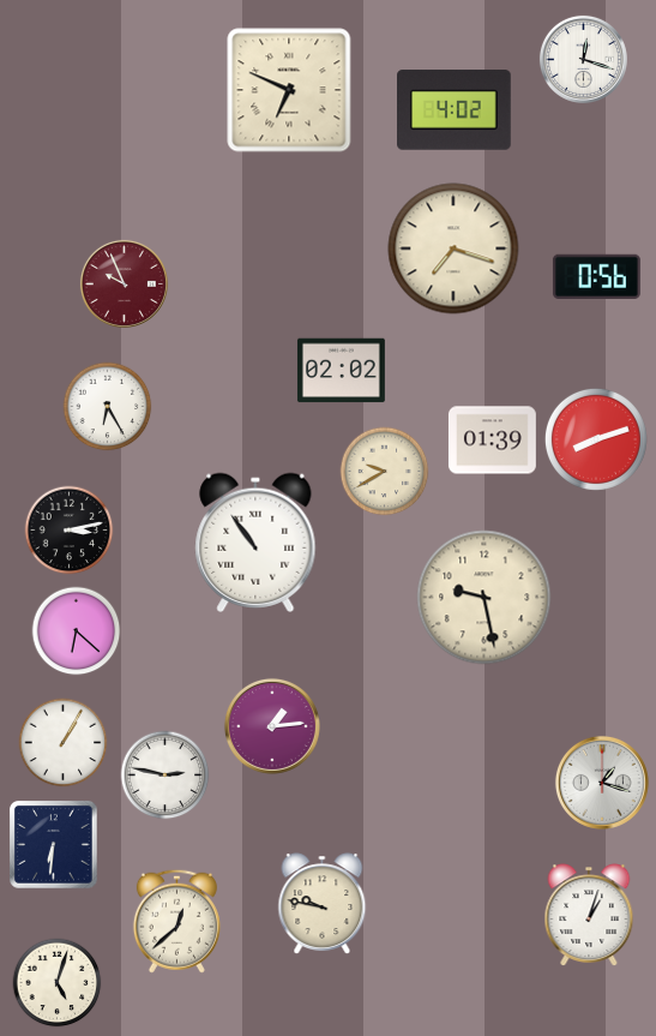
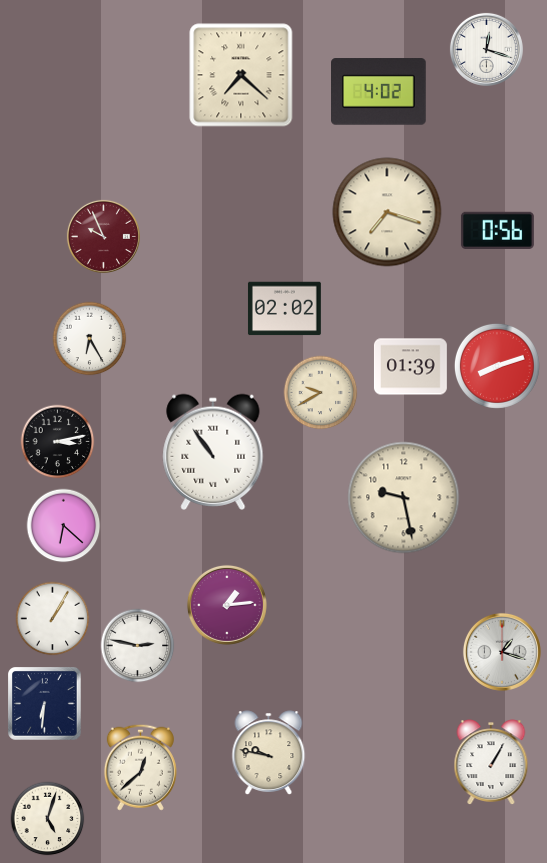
clock at (289, 90): 6:49 -> 7:22
clock at (453, 248) position: (453, 248) -> (387, 212)
clock at (589, 915): 1:03 -> 1:05
clock at (176, 921) position: (176, 921) -> (140, 767)
